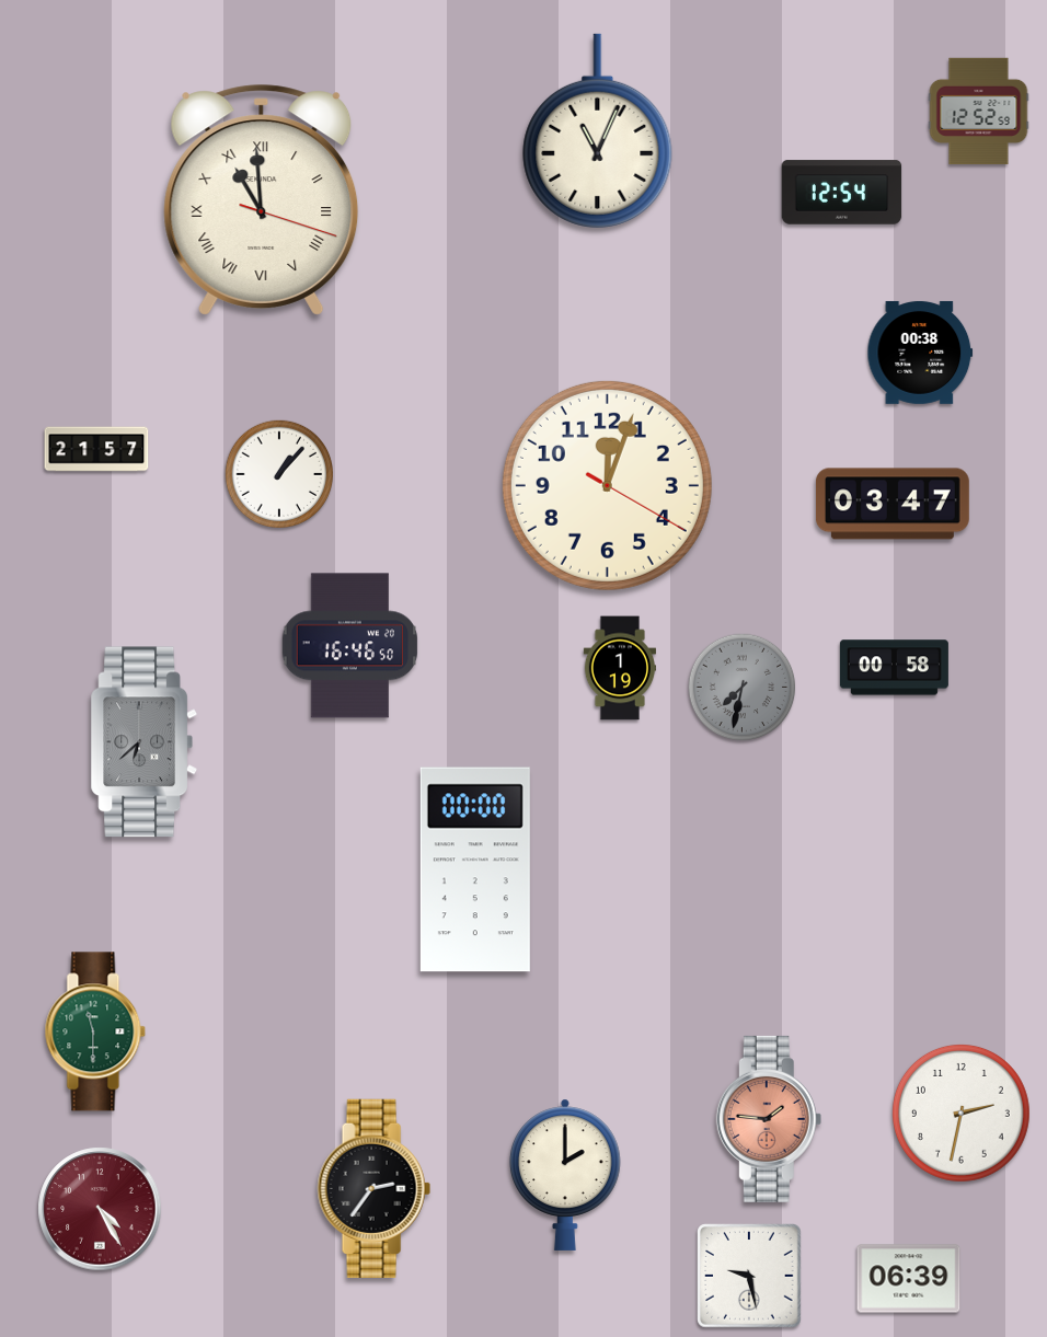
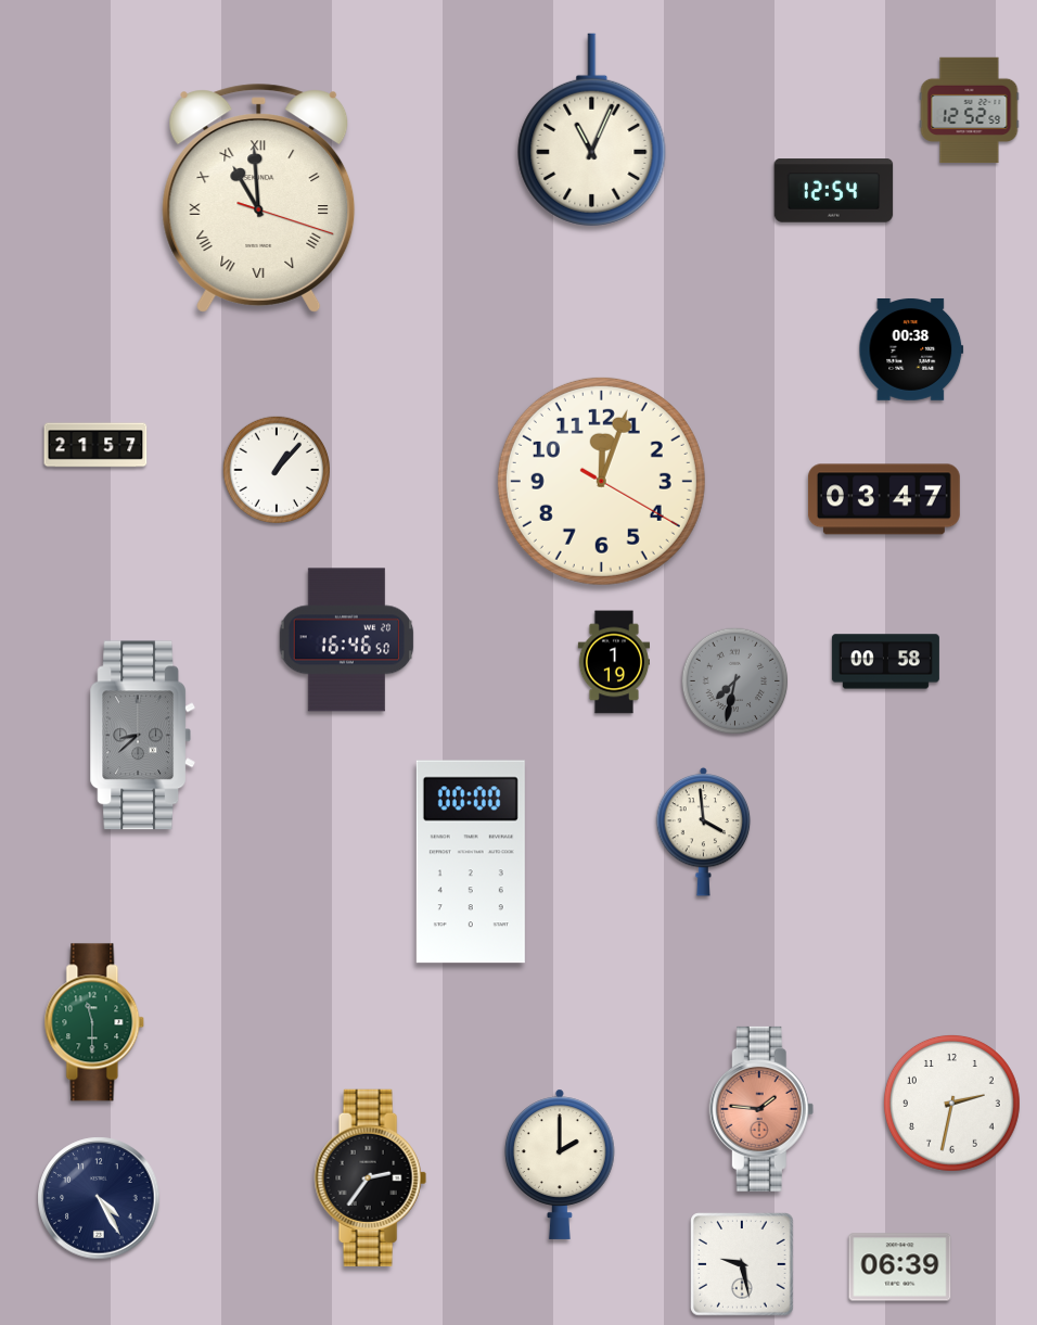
clock at (143, 742): 6:38 -> 8:38
clock at (704, 831): none -> 3:59
clock at (100, 1209) dial: burgundy -> navy
